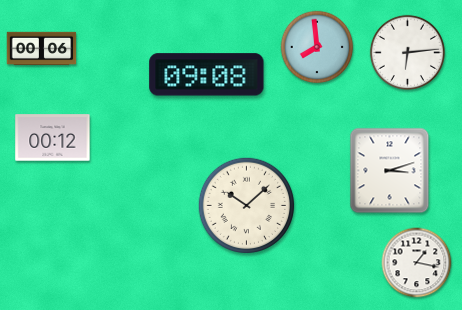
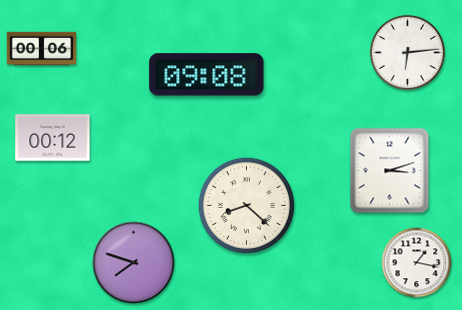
clock at (317, 47): 7:59 -> none
clock at (246, 205): 10:08 -> 8:22
clock at (134, 263): none -> 7:48
